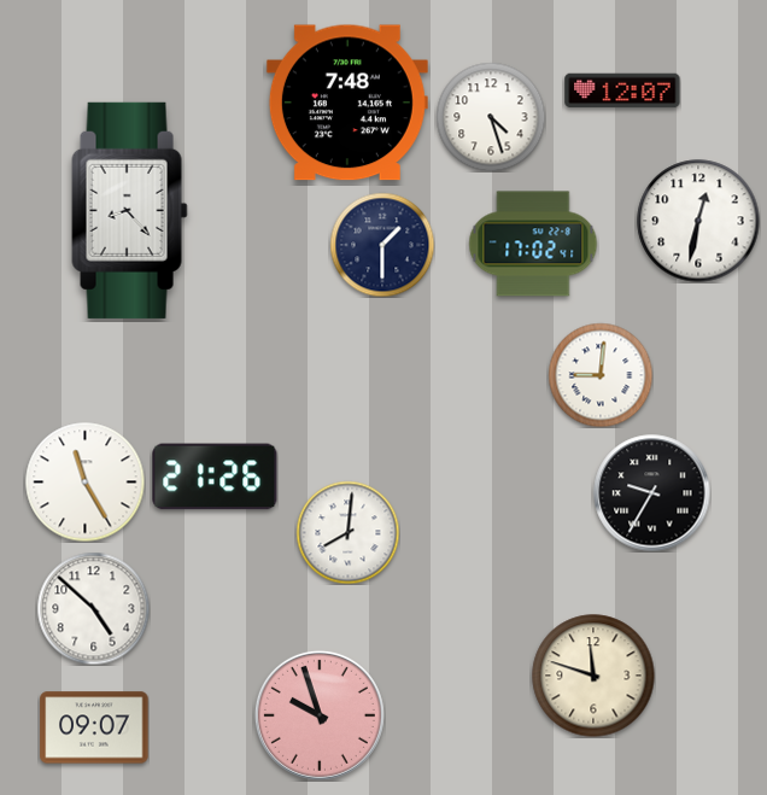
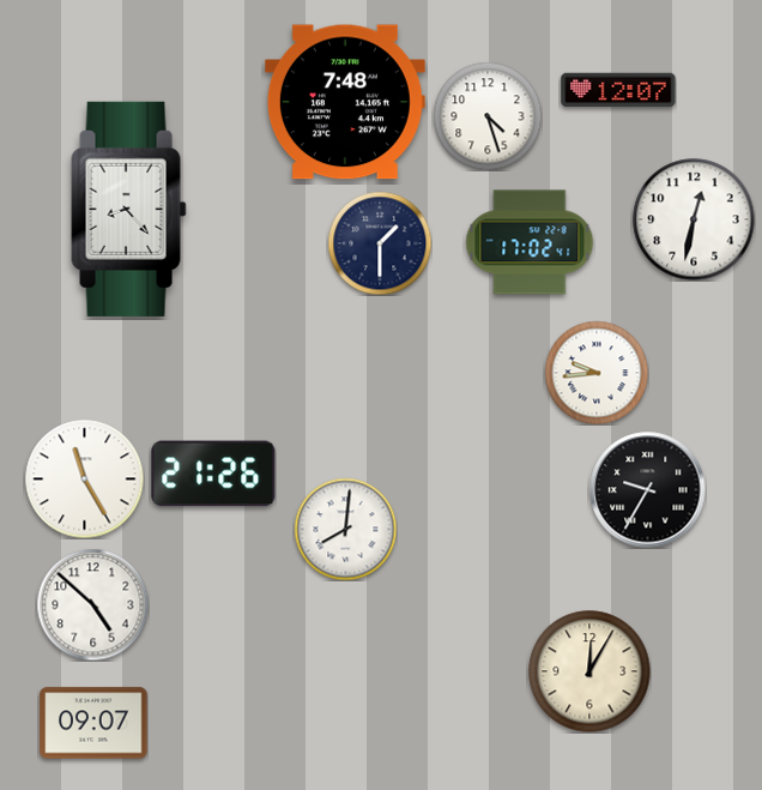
clock at (601, 375): 9:01 -> 9:44
clock at (593, 676): 11:48 -> 12:05
clock at (320, 715): 9:57 -> none
